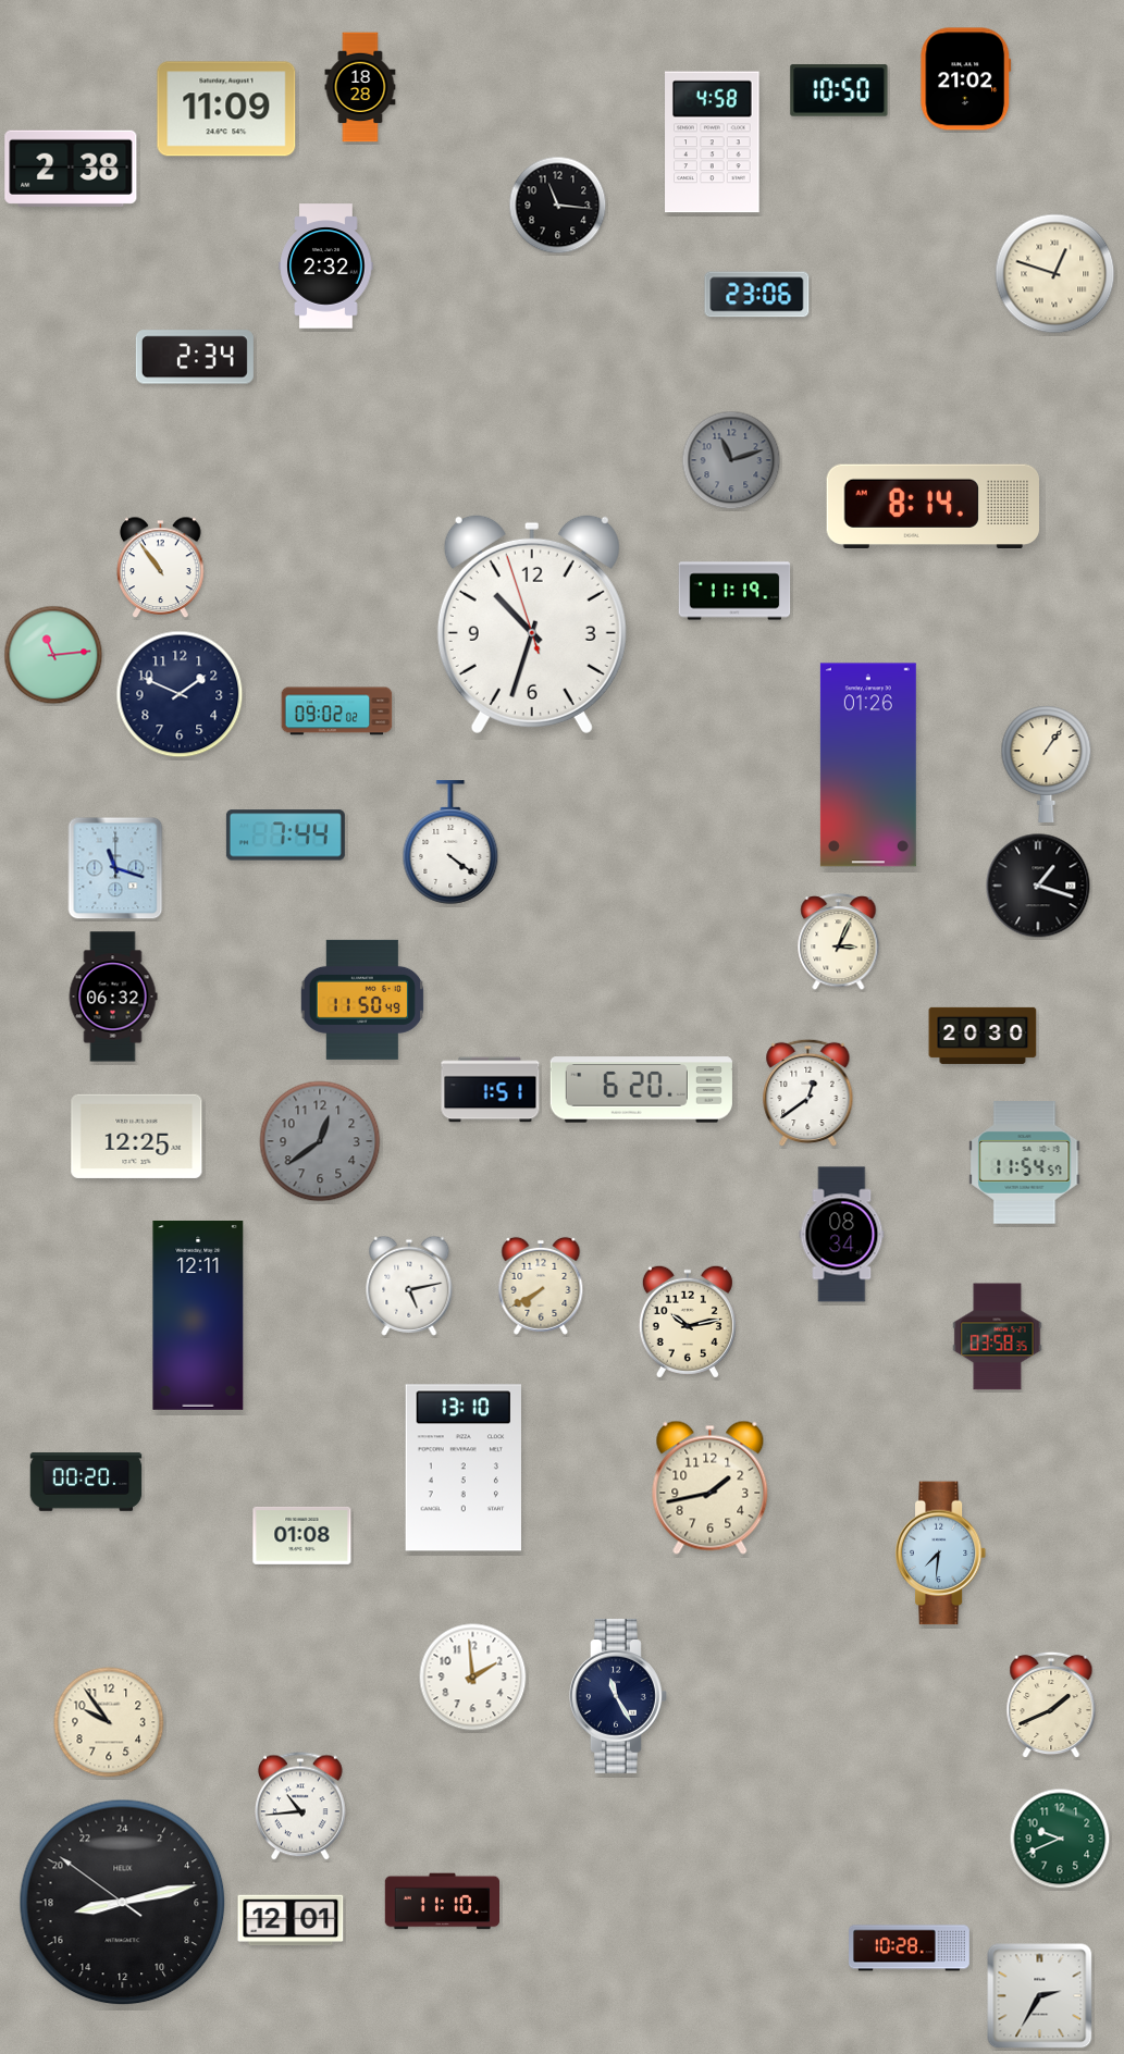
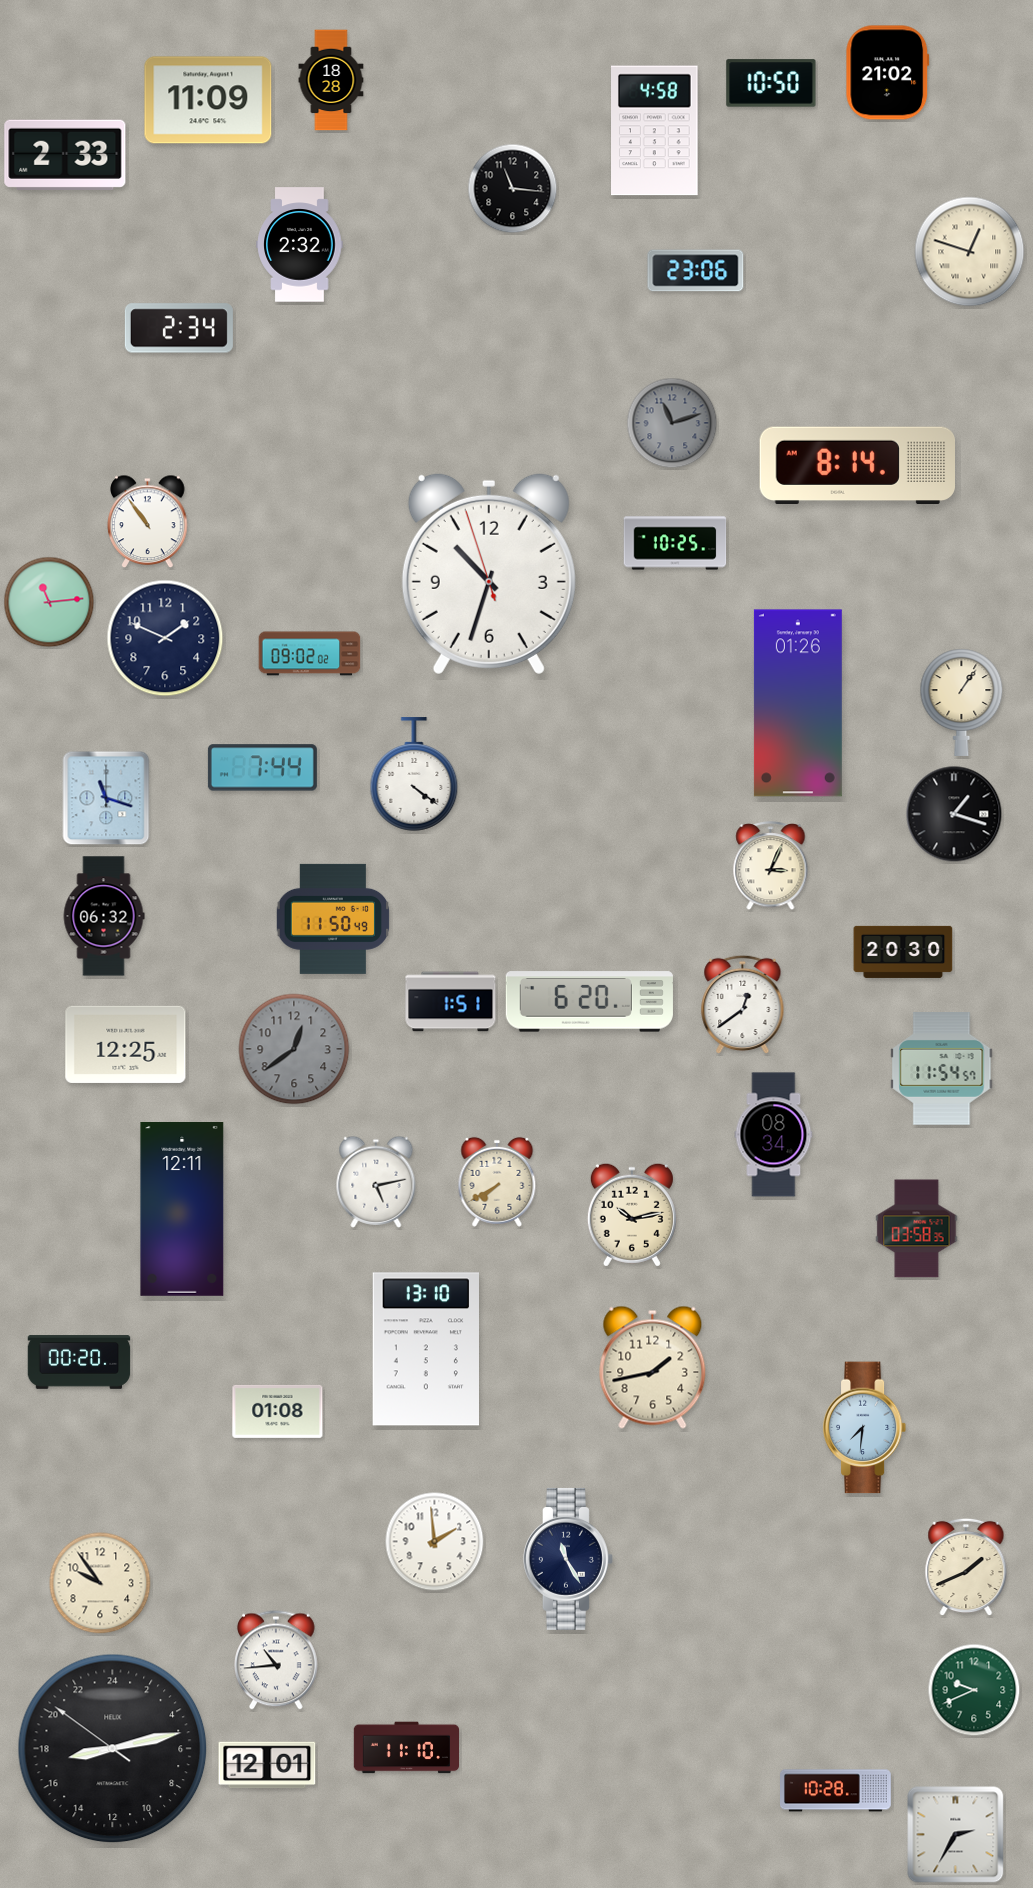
clock at (71, 169): 2:38 -> 2:33
clock at (734, 591): 11:19 -> 10:25
